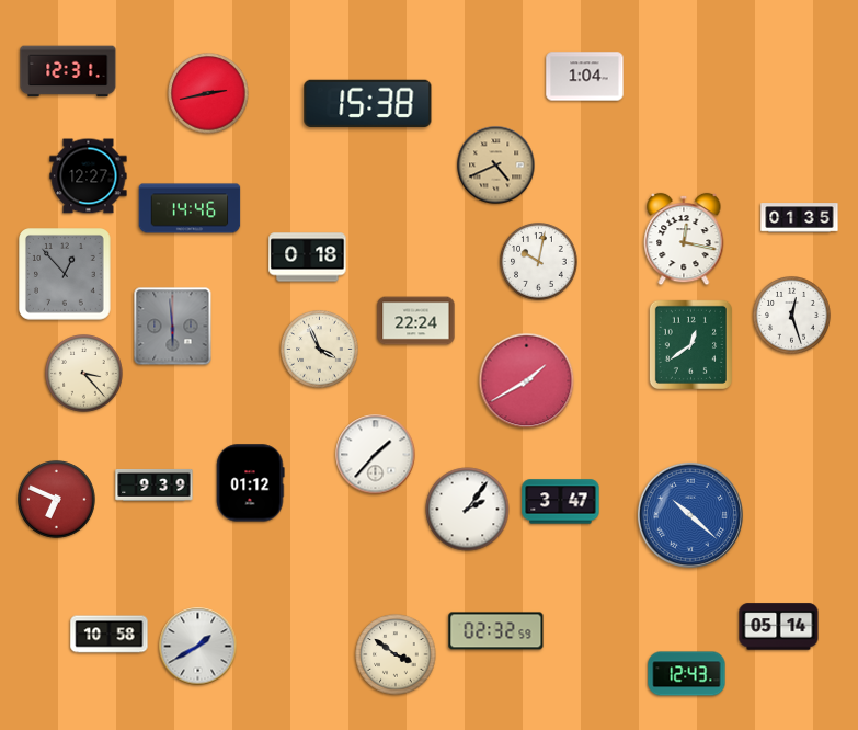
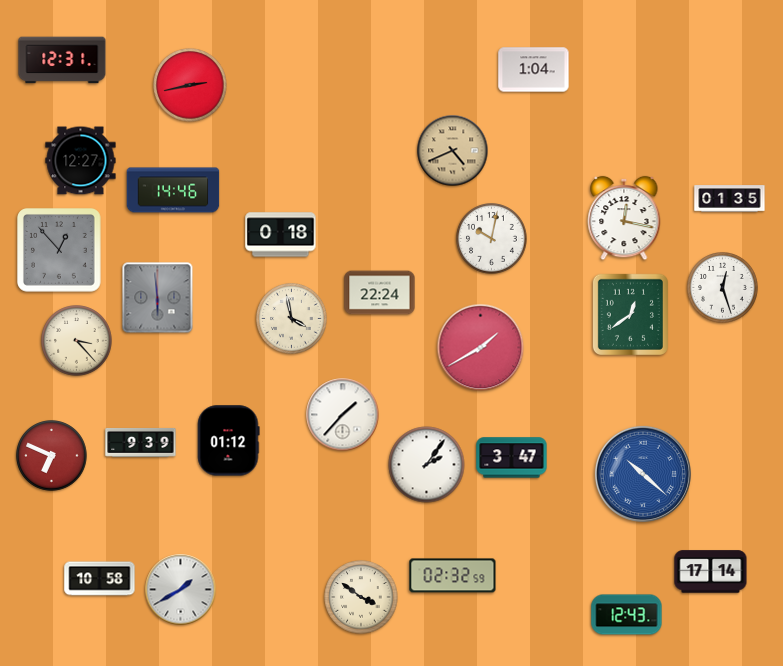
clock at (68, 71) position: (68, 71) -> (62, 60)
clock at (368, 103): 15:38 -> none
clock at (320, 350): 3:56 -> 3:58
clock at (690, 515) position: (690, 515) -> (643, 474)
clock at (779, 627): 05:14 -> 17:14
